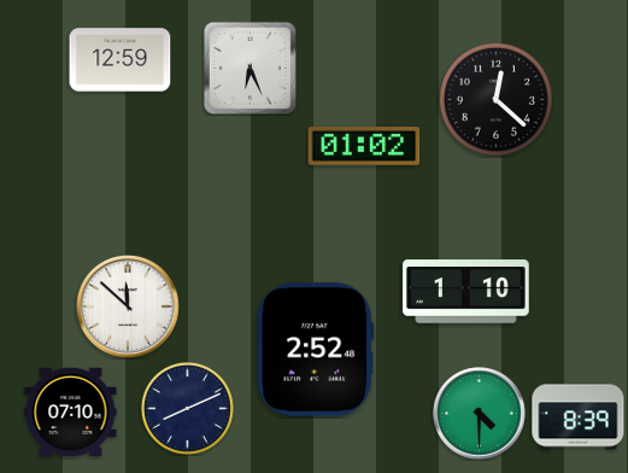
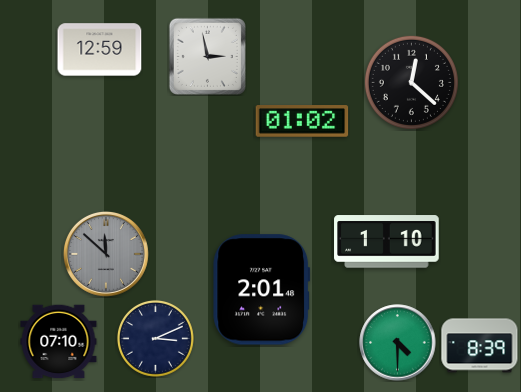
clock at (250, 68): 6:26 -> 2:58
clock at (128, 306) dial: white -> grey
clock at (316, 350): 2:52 -> 2:01
clock at (187, 408): 8:11 -> 3:11
